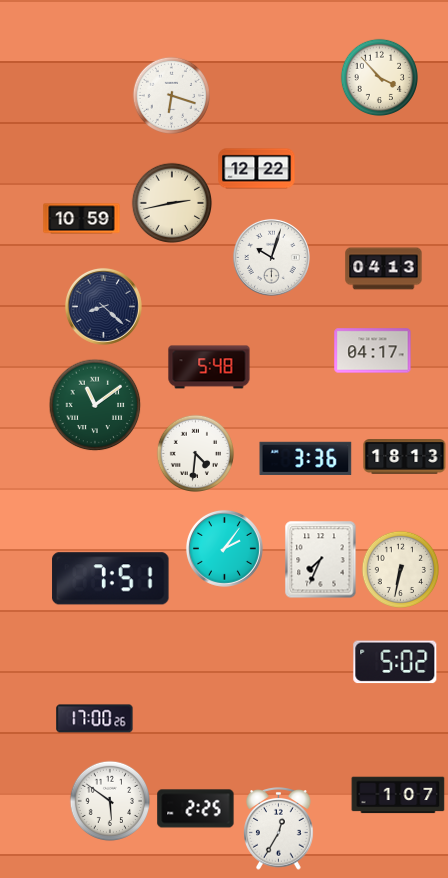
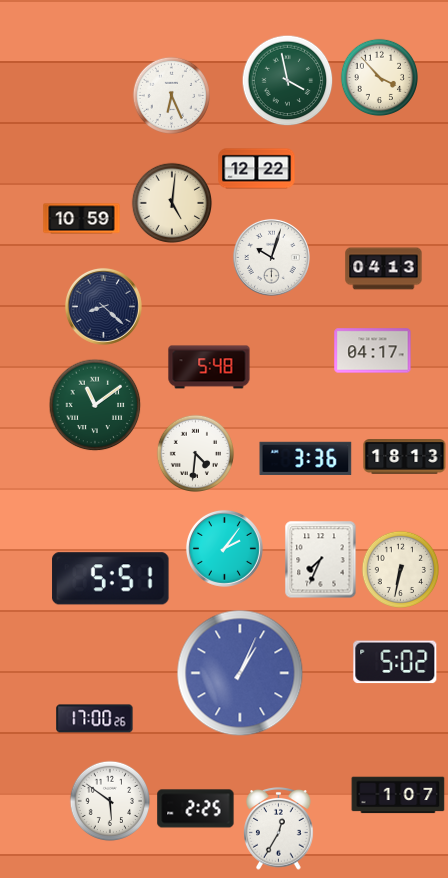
clock at (287, 80): none -> 3:58
clock at (171, 95): 6:18 -> 6:26
clock at (172, 203): 2:43 -> 5:01
clock at (111, 579): 7:51 -> 5:51
clock at (240, 673): none -> 1:04
